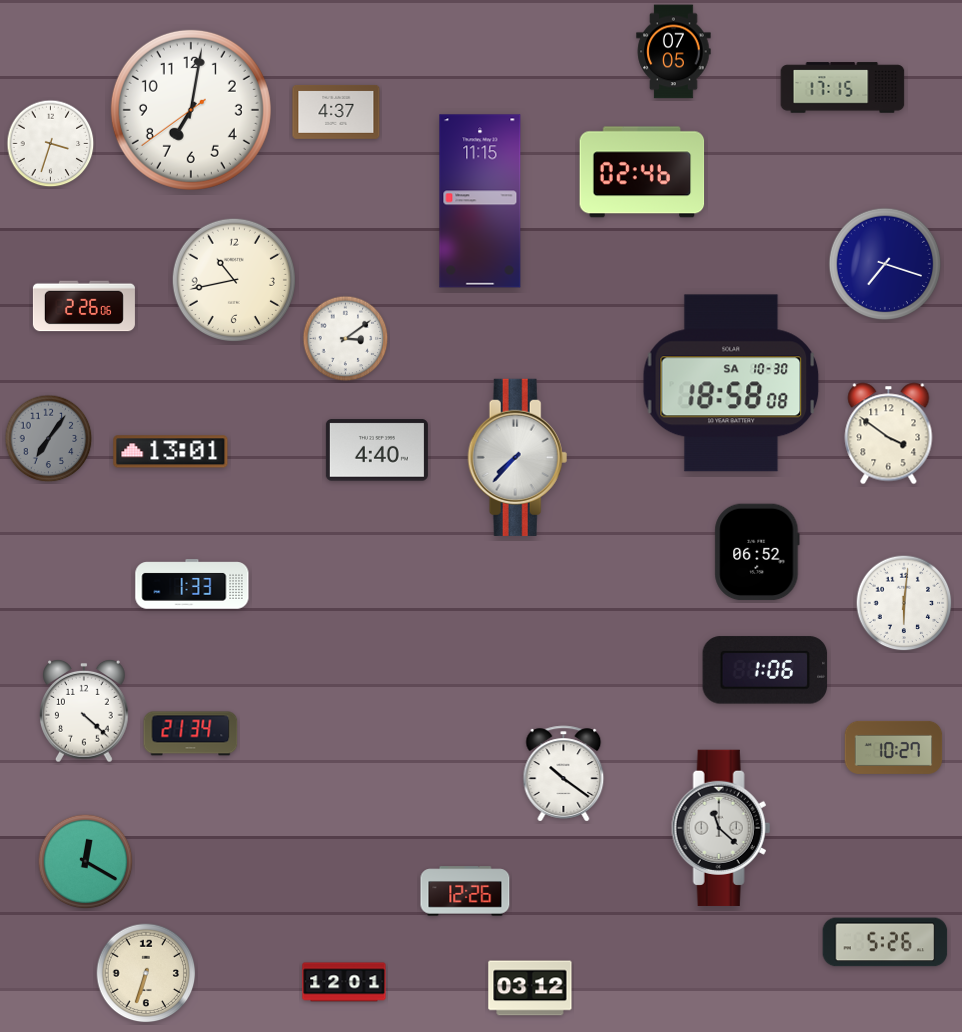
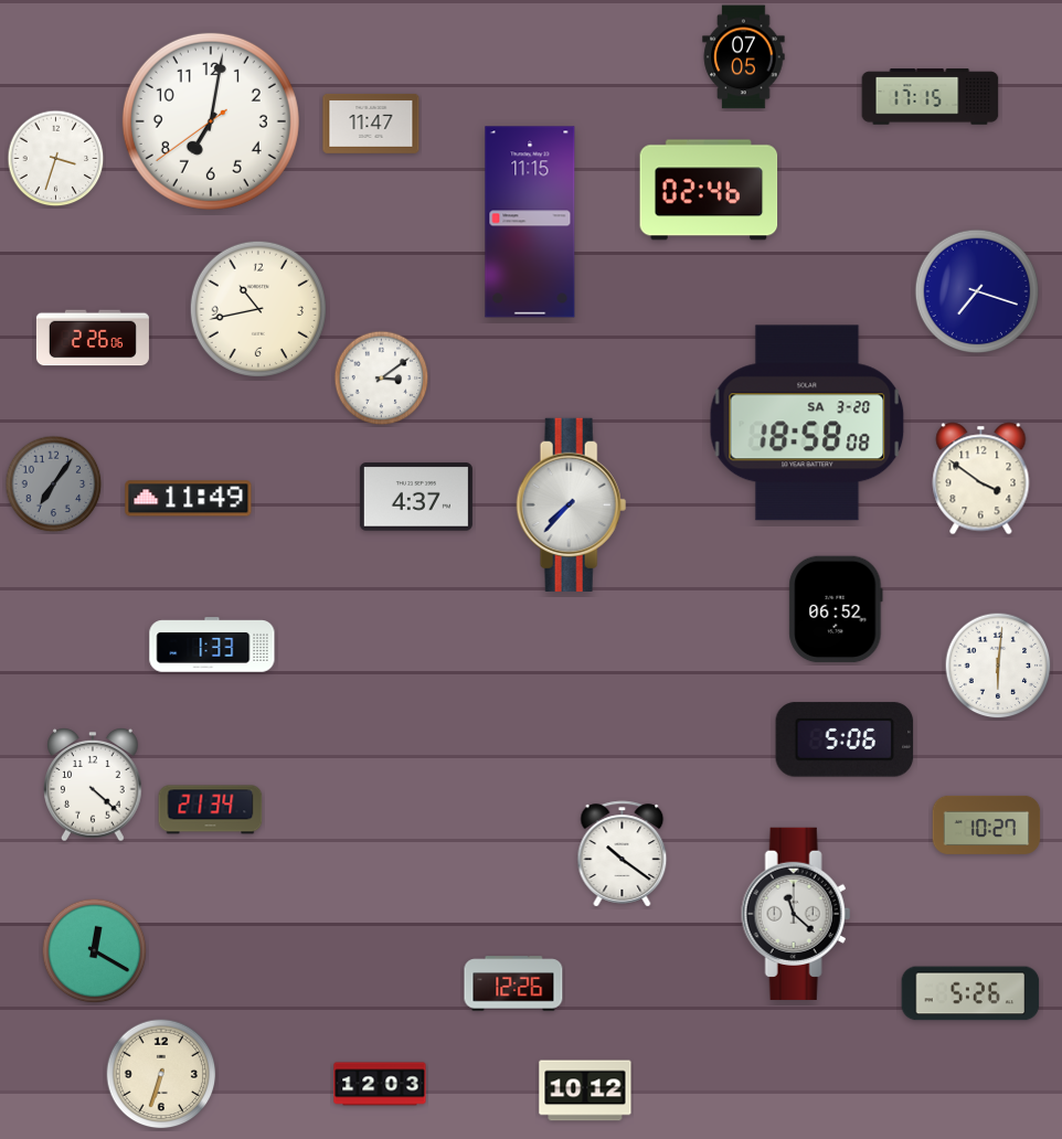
clock at (336, 112): 4:37 -> 11:47
clock at (346, 339) position: (346, 339) -> (382, 379)
clock at (731, 383) date: SA 10-30 -> SA 3-20
clock at (377, 450): 4:40 -> 4:37
clock at (171, 452): 13:01 -> 11:49
clock at (765, 670): 1:06 -> 5:06
clock at (885, 942) position: (885, 942) -> (970, 993)
clock at (344, 982): 12:01 -> 12:03
clock at (530, 988): 03:12 -> 10:12
